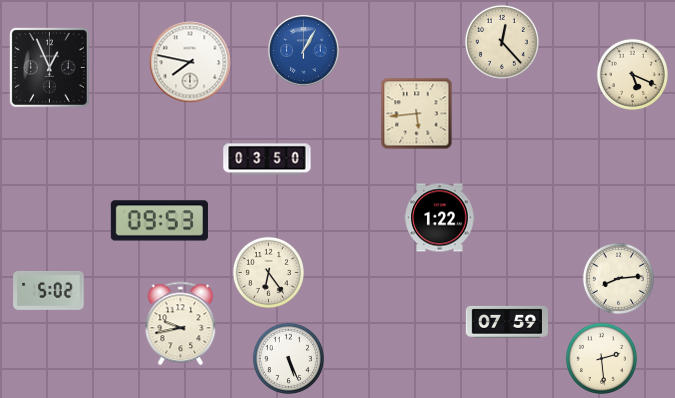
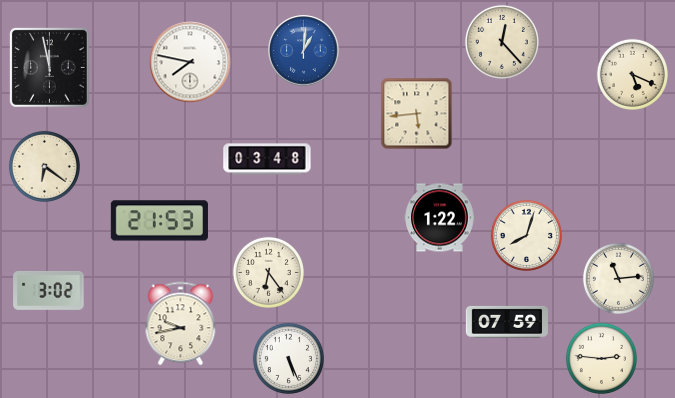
clock at (304, 51): 1:05 -> 1:01
clock at (49, 67): 12:56 -> 11:58
clock at (267, 159): 03:50 -> 03:48
clock at (44, 166): none -> 6:21
clock at (159, 221): 09:53 -> 21:53
clock at (526, 235): none -> 8:03
clock at (618, 278): 8:14 -> 11:14
clock at (49, 291): 5:02 -> 3:02
clock at (601, 358): 2:29 -> 2:46
